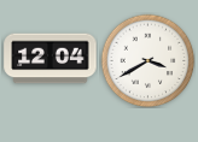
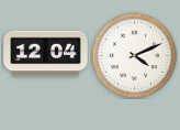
clock at (147, 60): 3:40 -> 4:11
